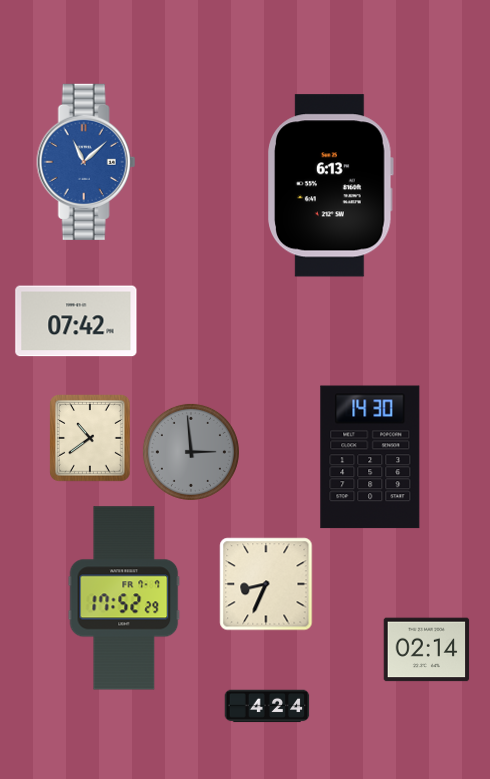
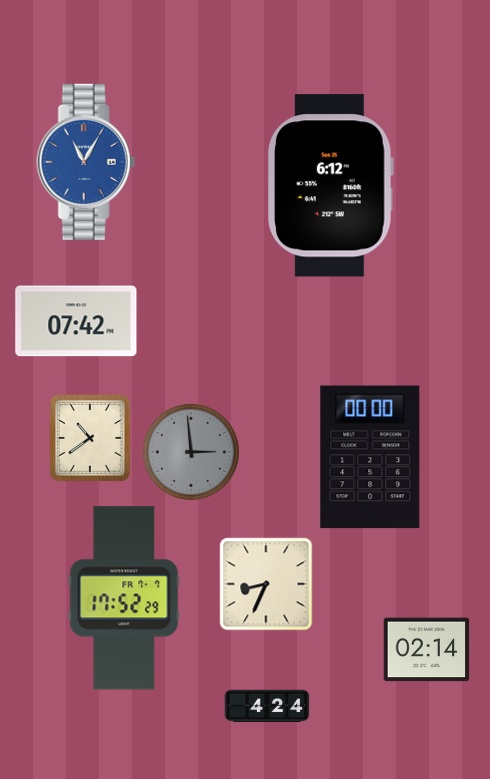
clock at (86, 162): 11:08 -> 11:05
clock at (331, 186): 6:13 -> 6:12
clock at (370, 457): 14:30 -> 00:00
